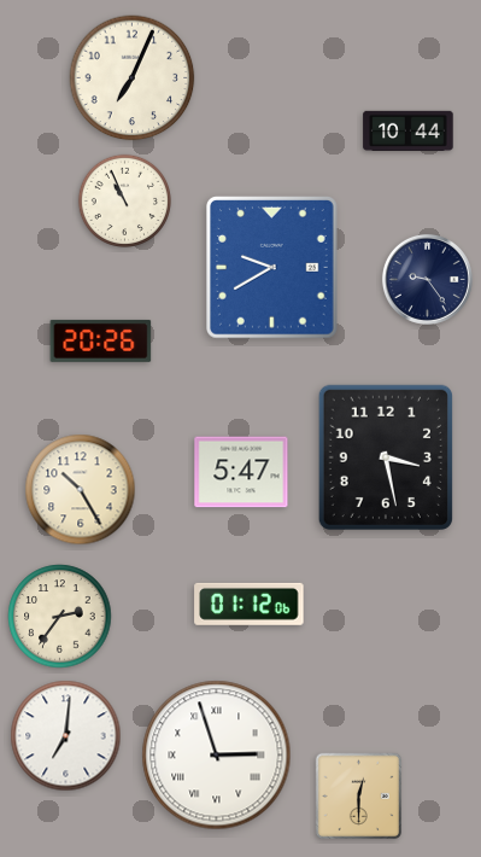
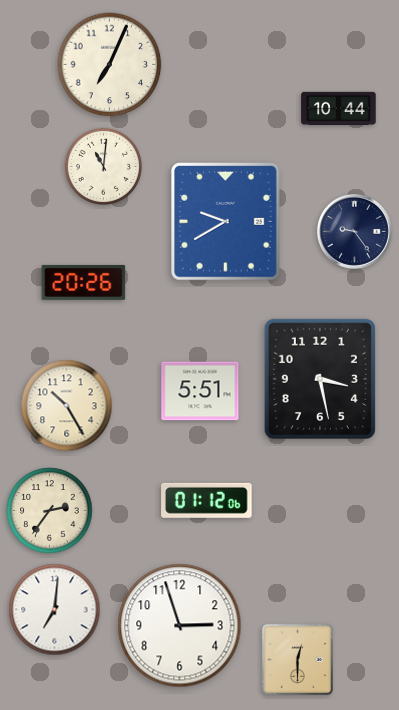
clock at (124, 200): 10:56 -> 11:01
clock at (241, 472): 5:47 -> 5:51
clock at (217, 756) numerals: Roman -> Arabic
